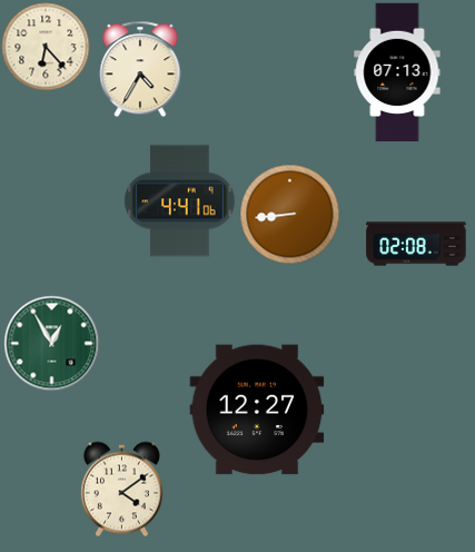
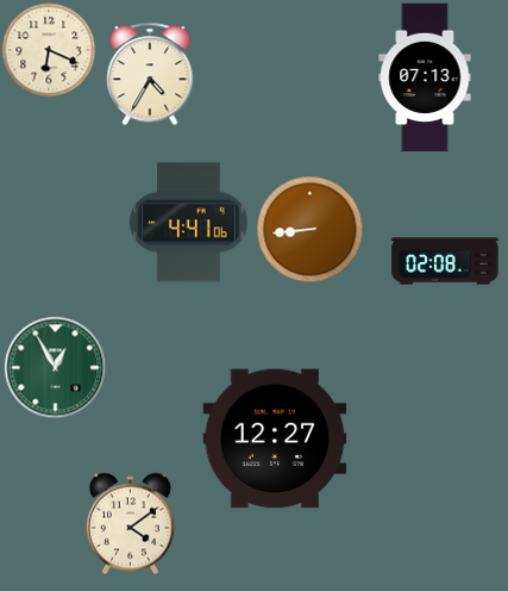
clock at (46, 47): 6:23 -> 6:19
clock at (180, 201) position: (180, 201) -> (189, 223)
